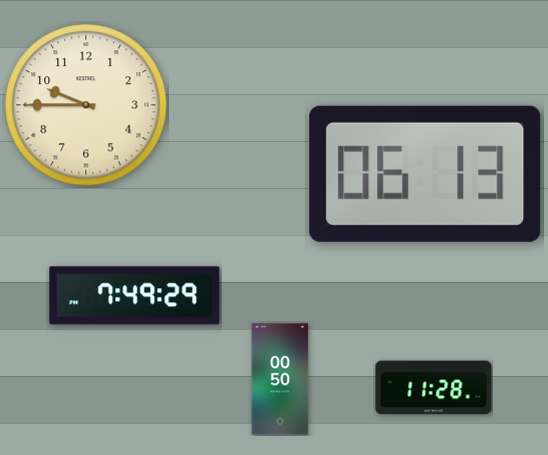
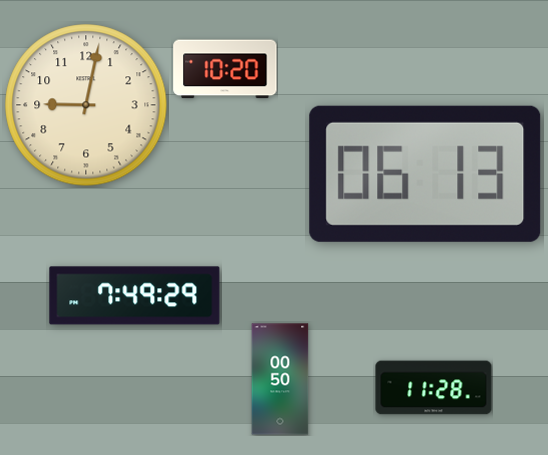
clock at (225, 69): none -> 10:20
clock at (86, 105): 9:45 -> 9:02
